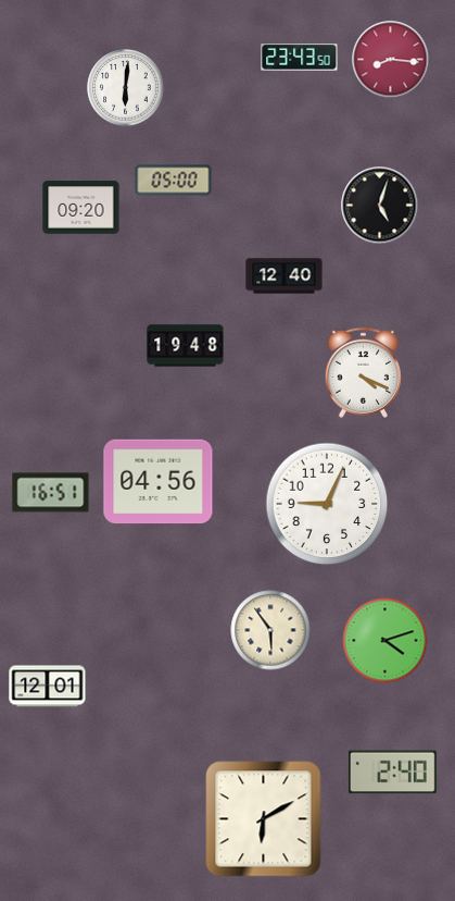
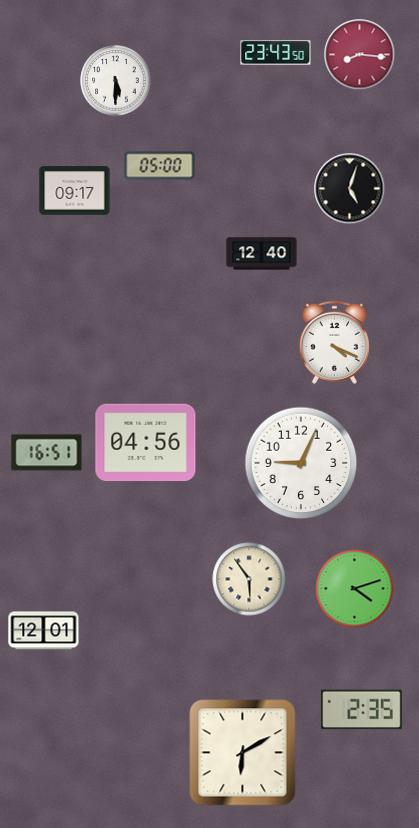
clock at (126, 88): 6:01 -> 5:30
clock at (81, 208): 09:20 -> 09:17
clock at (186, 346): 19:48 -> none
clock at (392, 773): 2:40 -> 2:35
